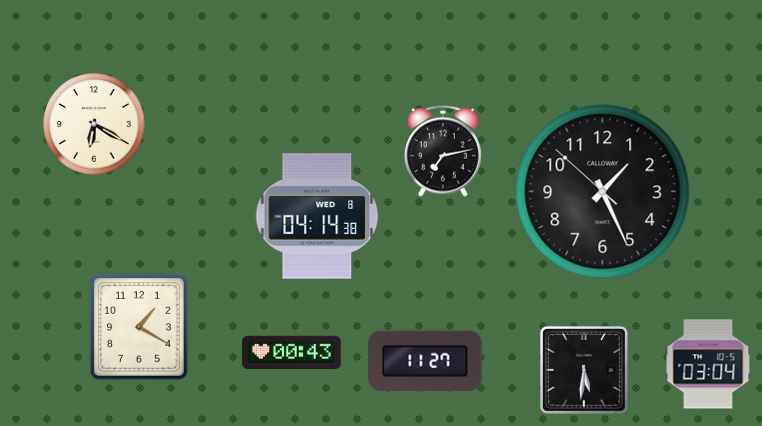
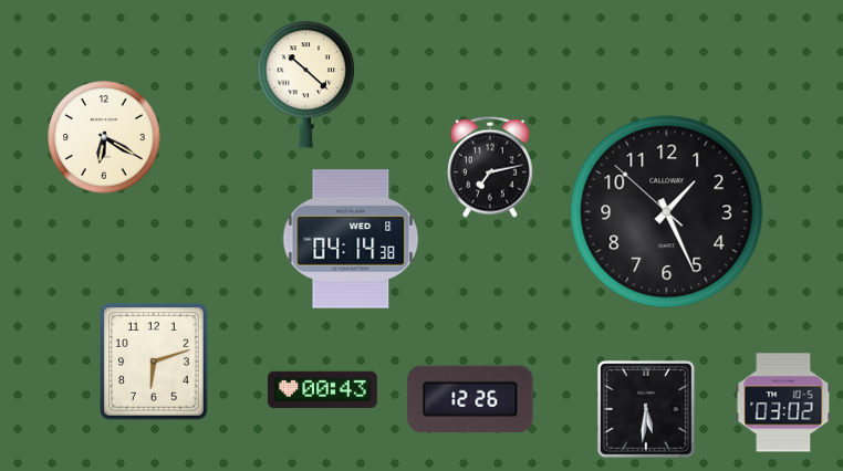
clock at (306, 85): none -> 10:22
clock at (139, 327): 1:20 -> 6:12
clock at (425, 361): 11:27 -> 12:26
clock at (708, 364): 03:04 -> 03:02
